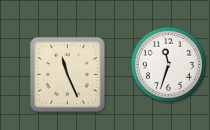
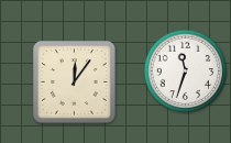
clock at (67, 74): 11:26 -> 12:06
